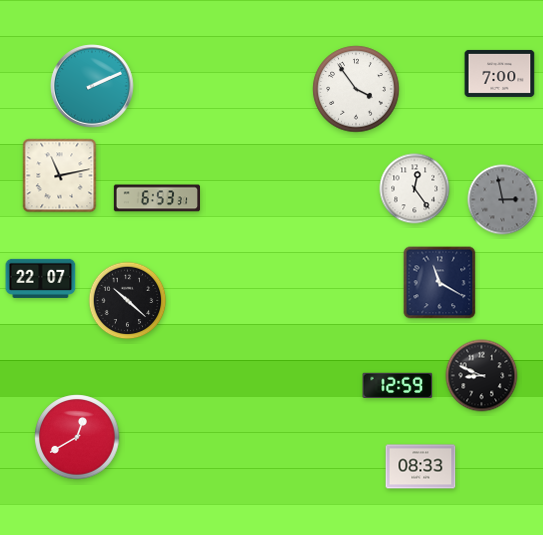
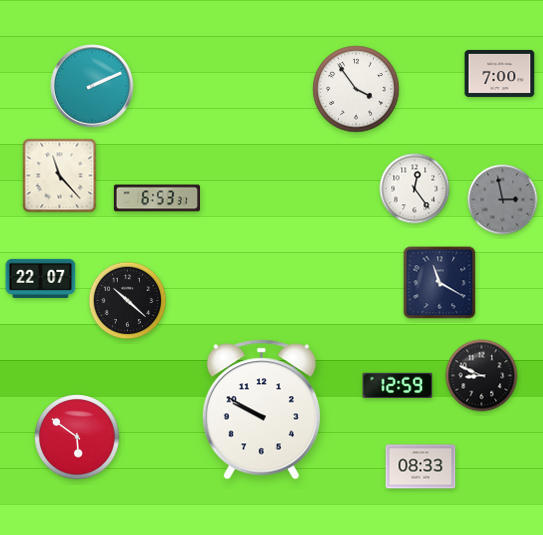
clock at (60, 176): 11:13 -> 11:23
clock at (261, 410): none -> 9:50
clock at (77, 437): 12:40 -> 5:51
